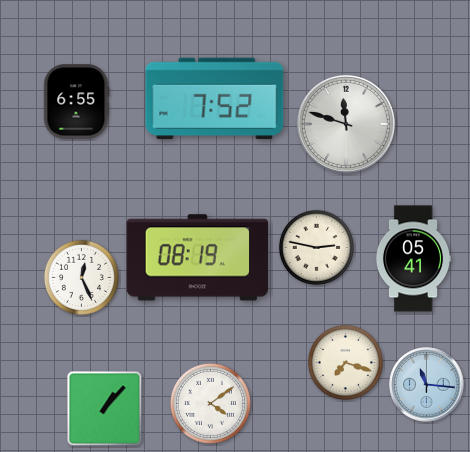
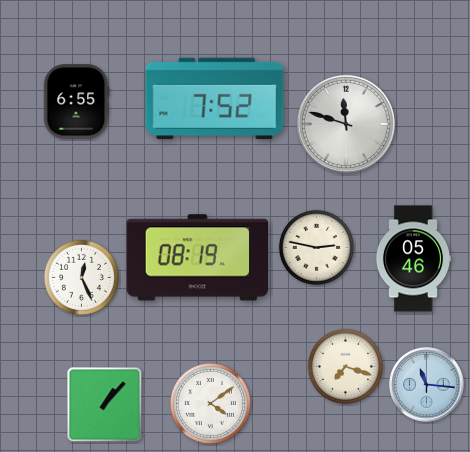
clock at (412, 259): 05:41 -> 05:46
clock at (345, 362) position: (345, 362) -> (345, 366)
clock at (105, 409) position: (105, 409) -> (105, 405)
